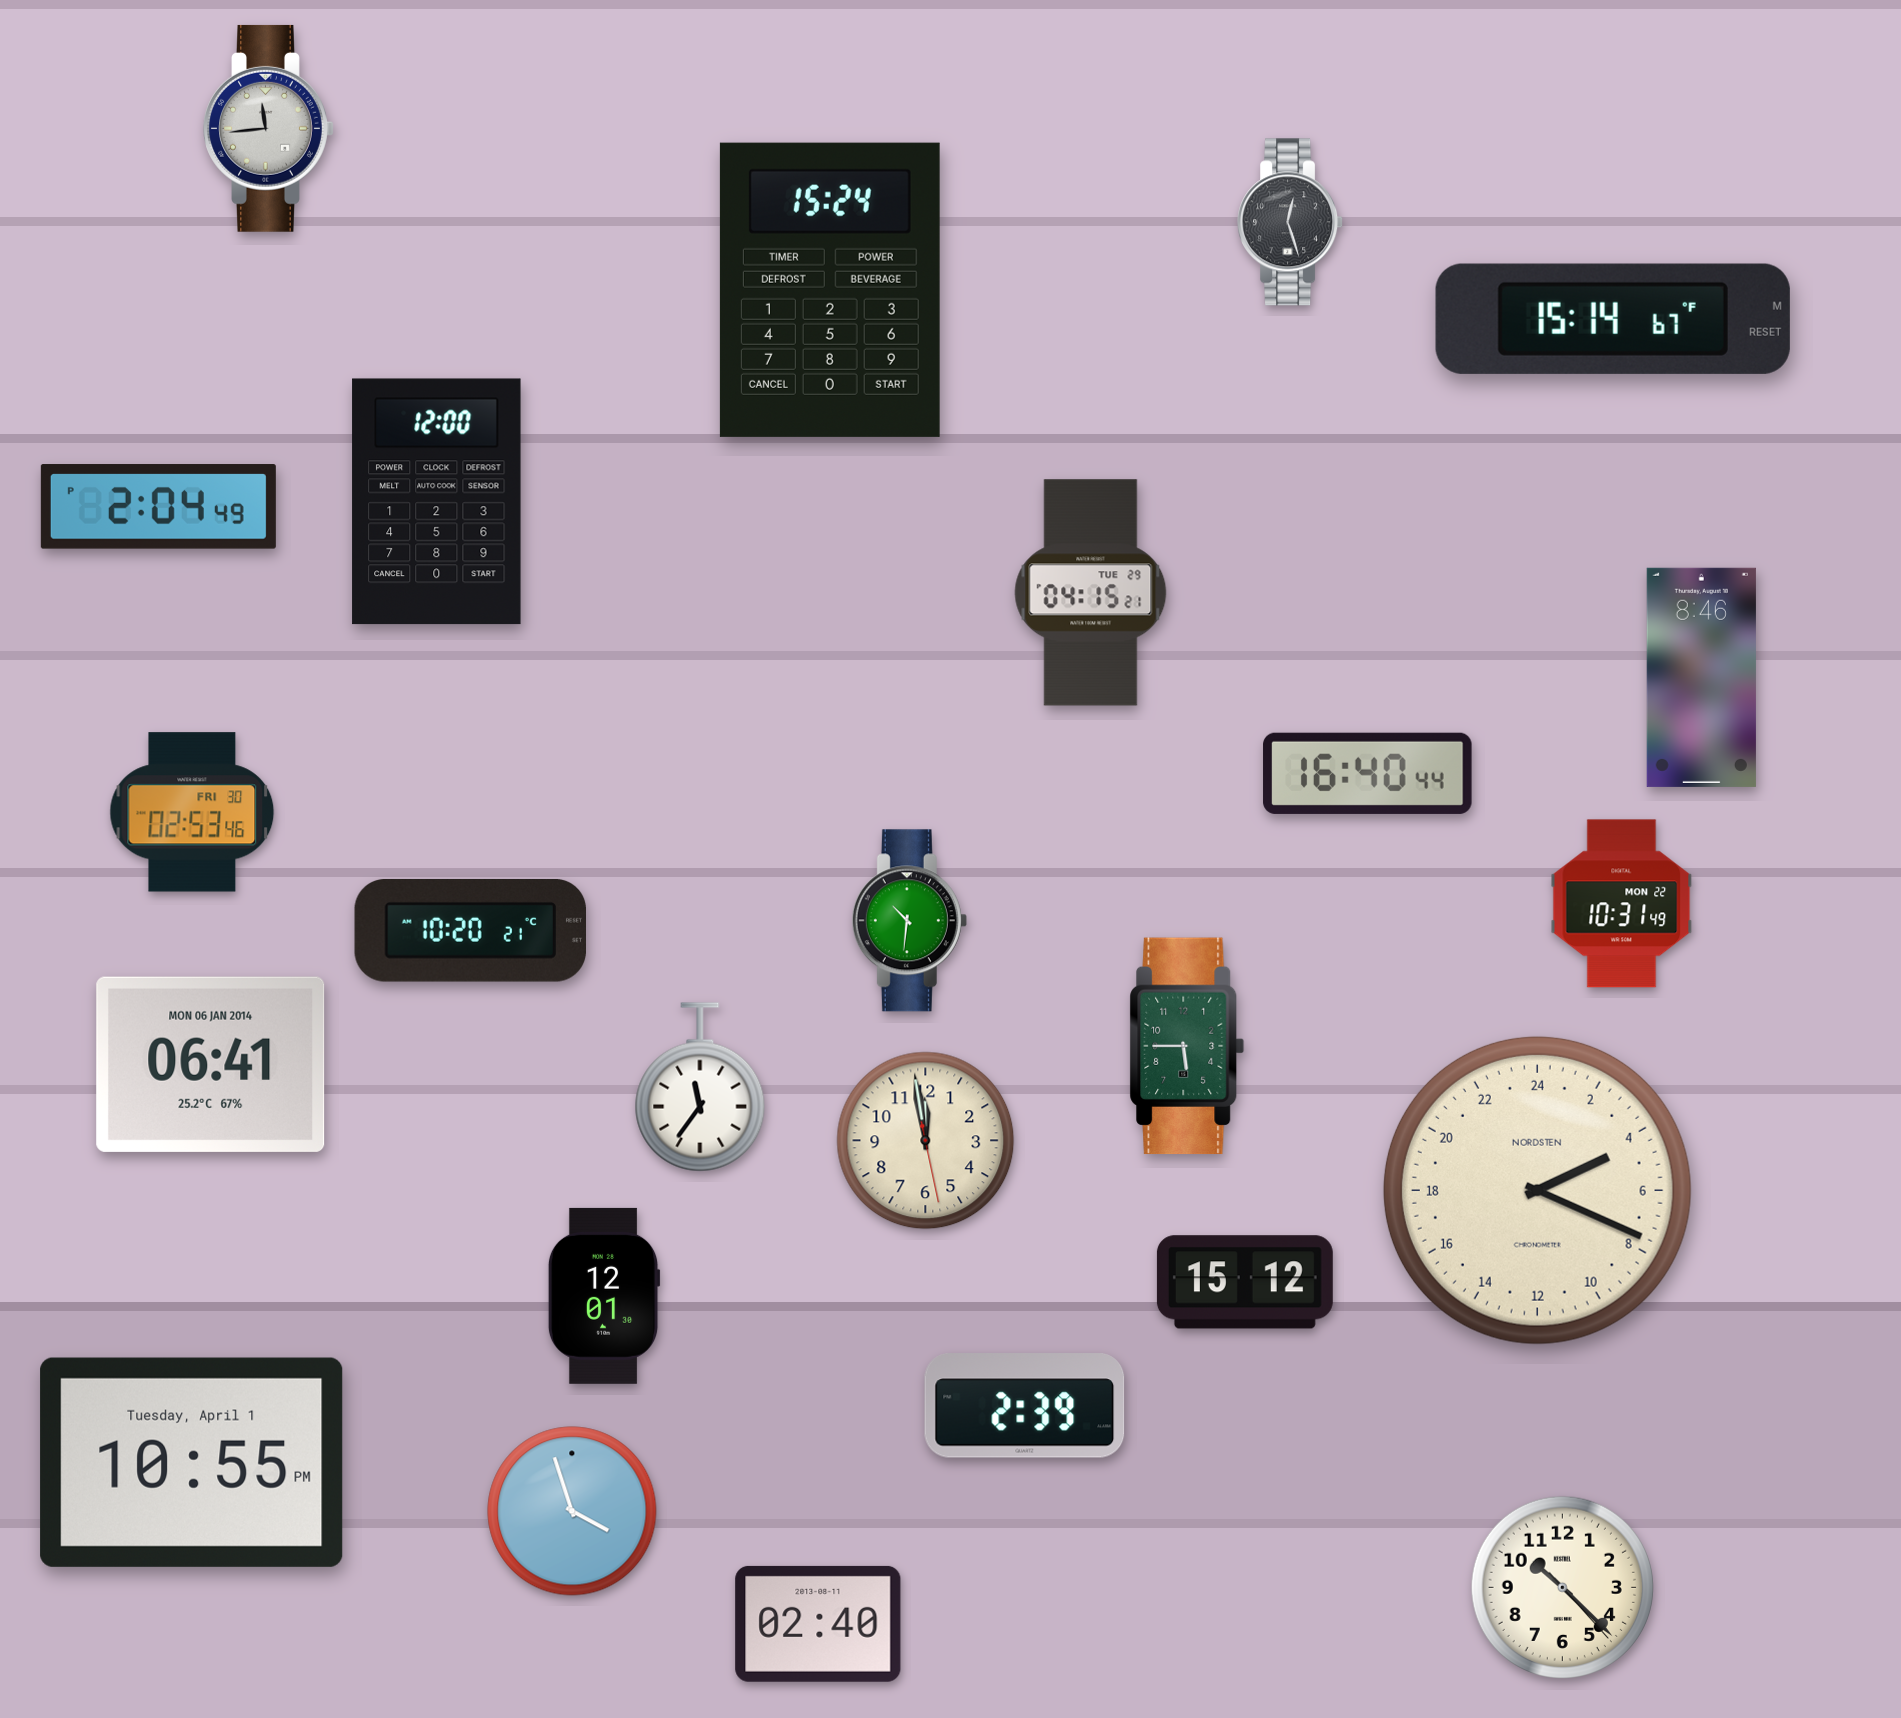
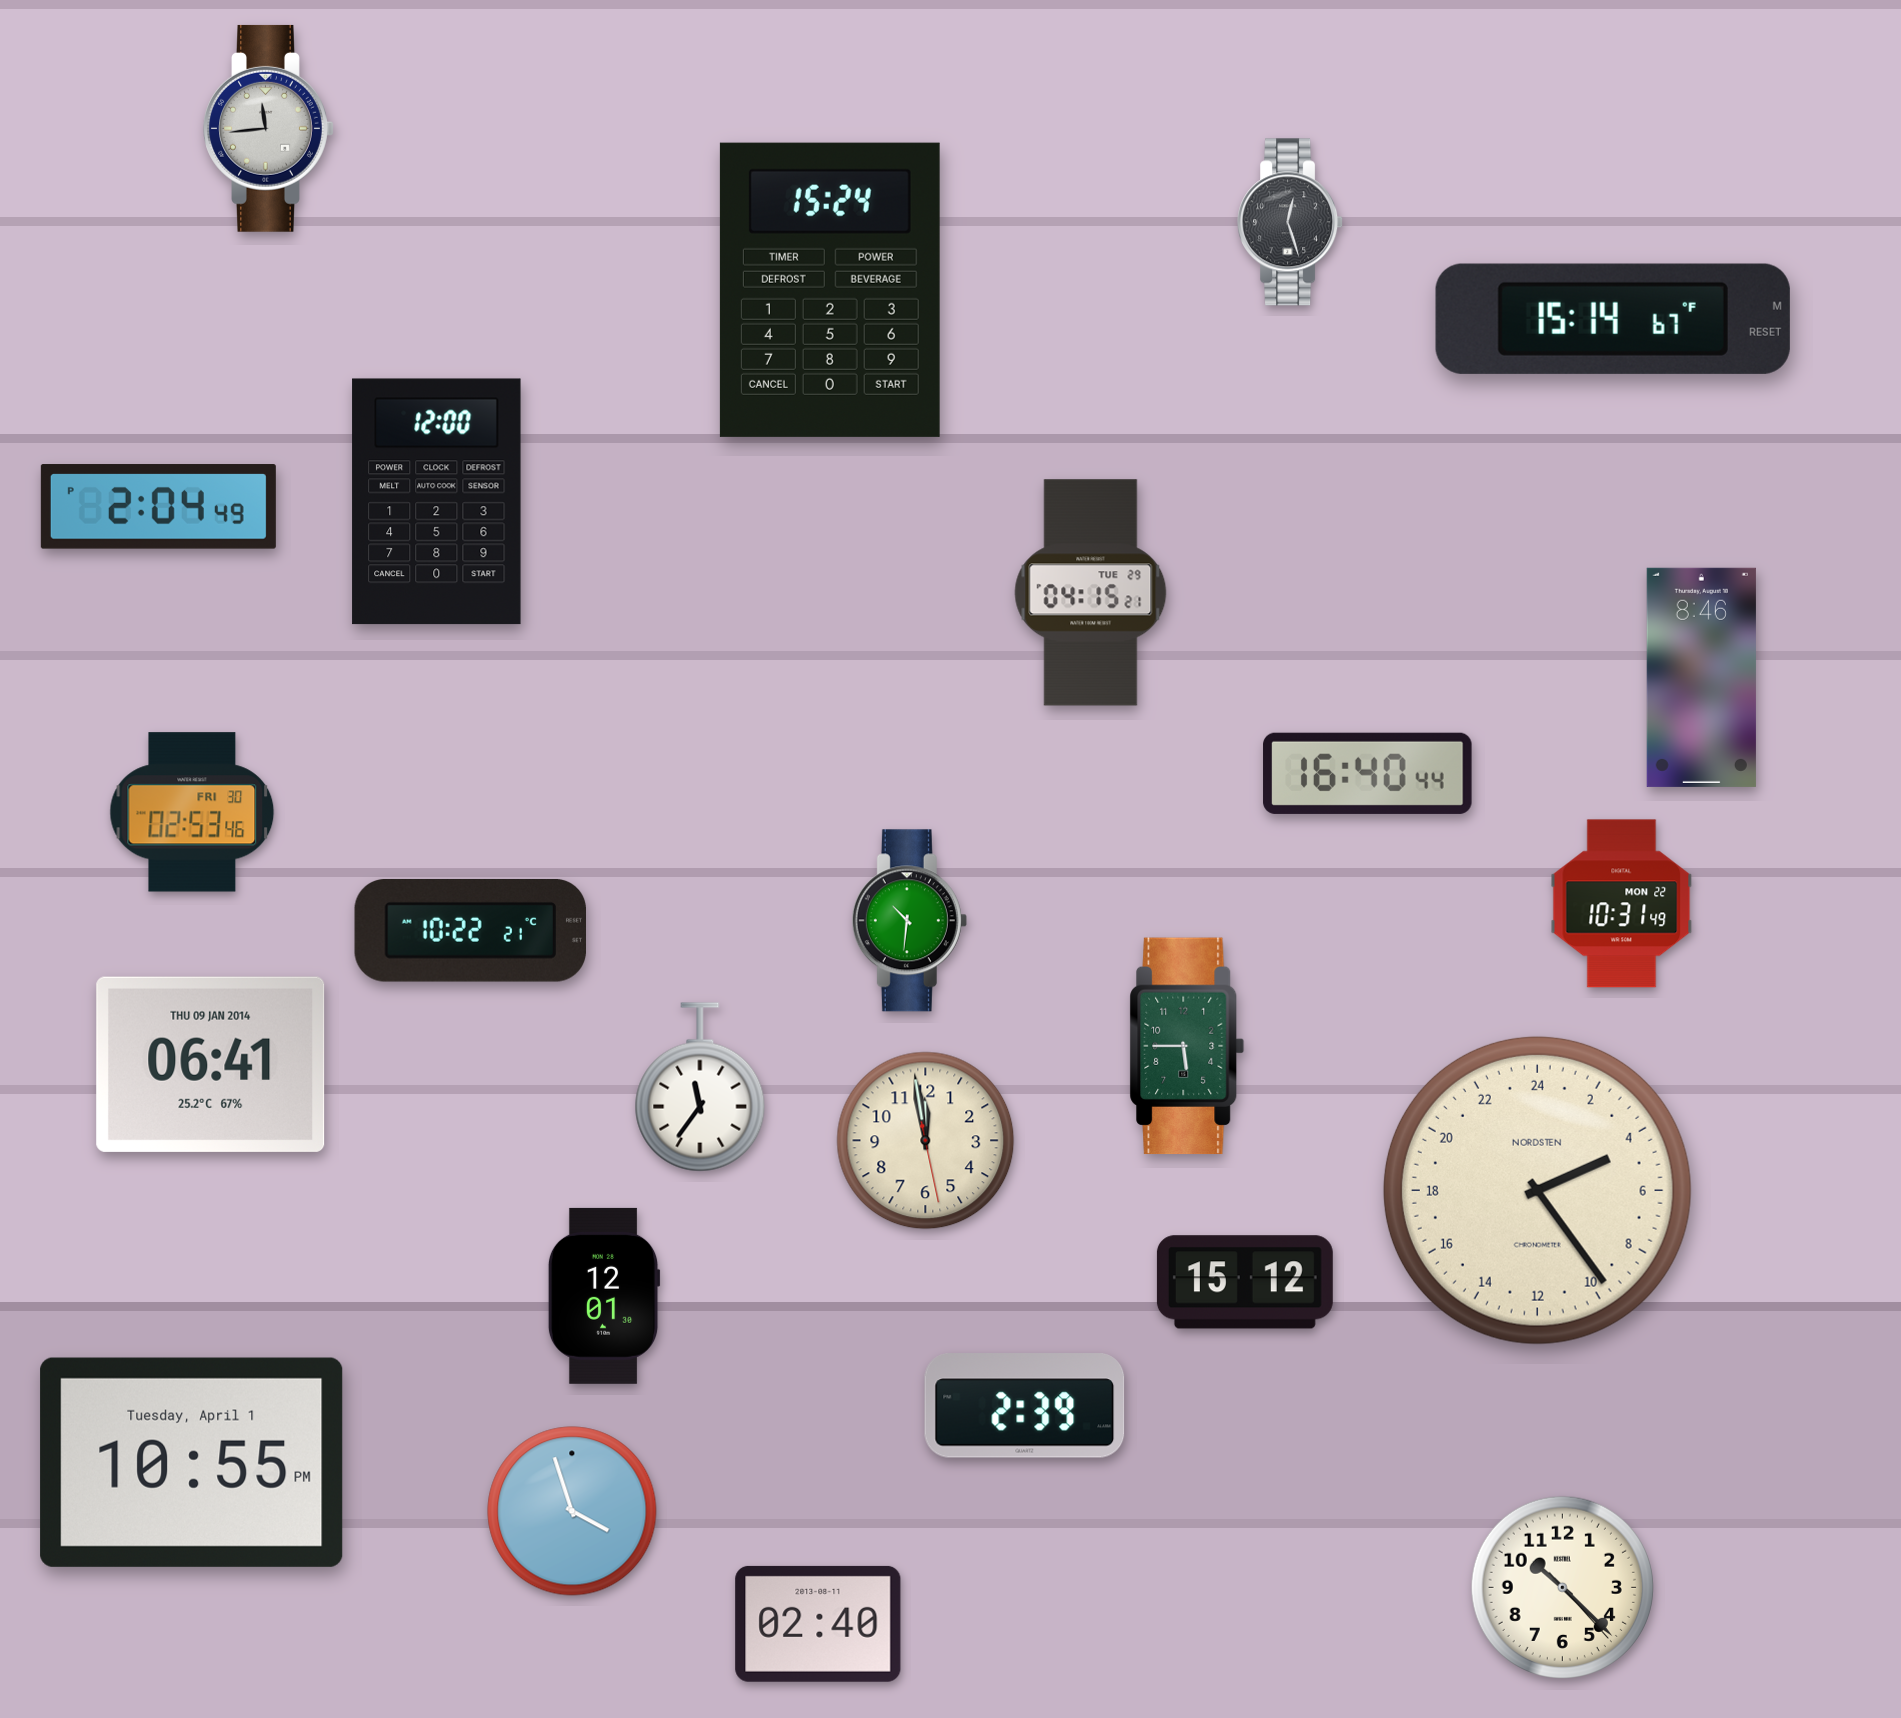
clock at (470, 931): 10:20 -> 10:22
clock at (211, 1064) date: MON 06 JAN 2014 -> THU 09 JAN 2014
clock at (1537, 1190): 4:19 -> 4:24
